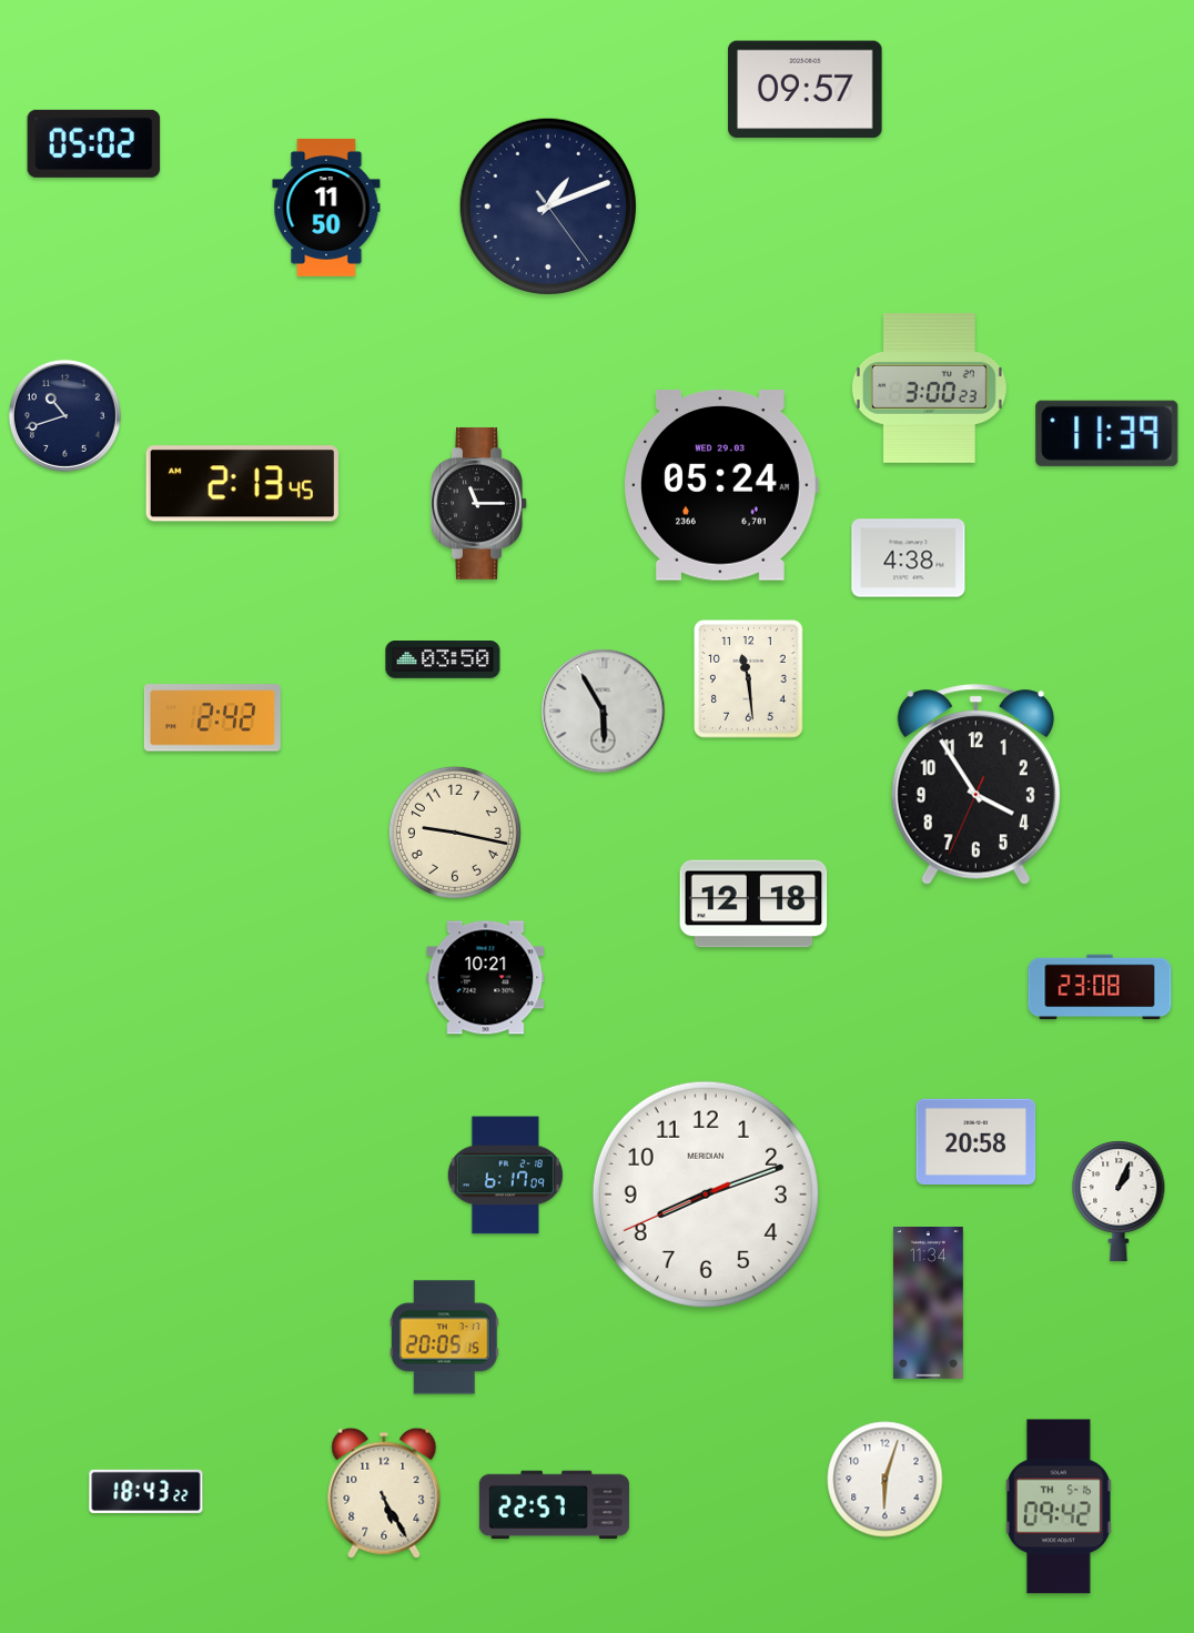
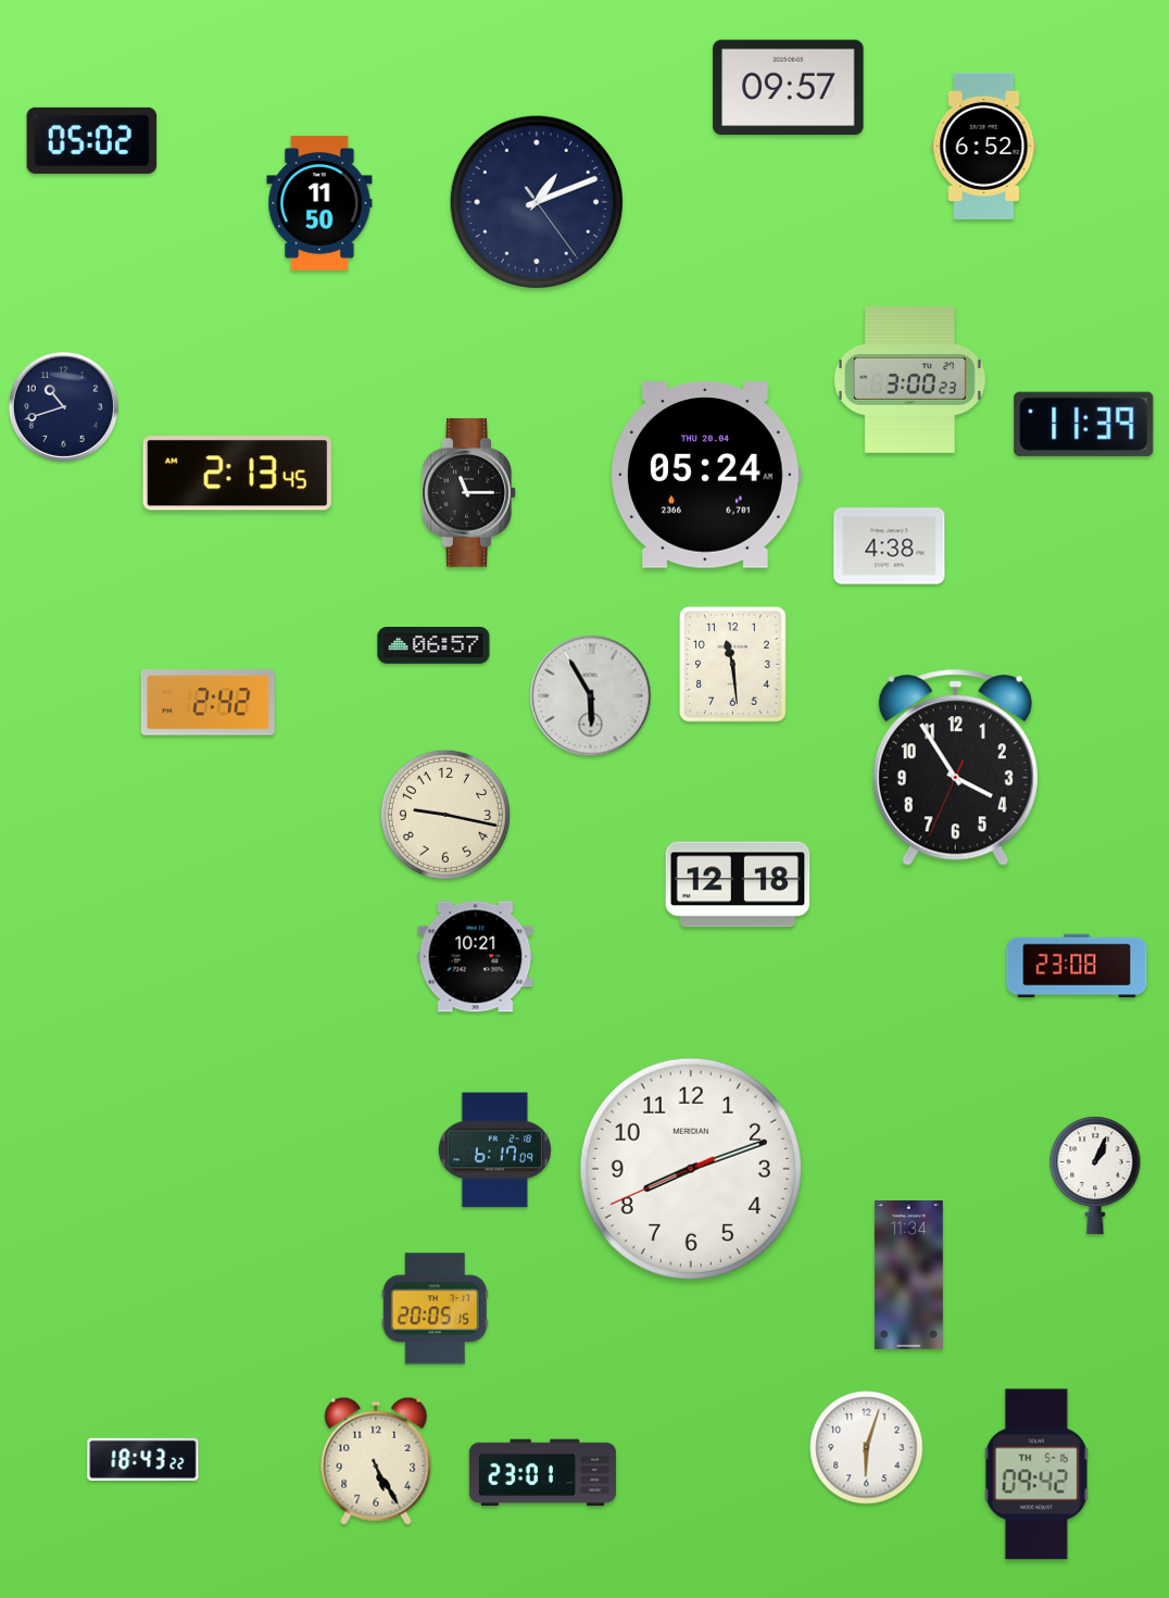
clock at (984, 146): none -> 6:52
clock at (721, 485) date: WED 29.03 -> THU 20.04
clock at (443, 661): 03:50 -> 06:57
clock at (977, 1141): 20:58 -> none
clock at (554, 1505): 22:57 -> 23:01
